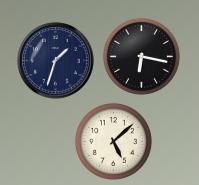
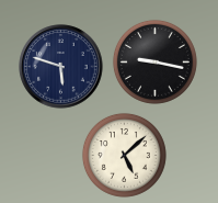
clock at (141, 56): 6:17 -> 9:17
clock at (56, 61): 1:33 -> 5:48
